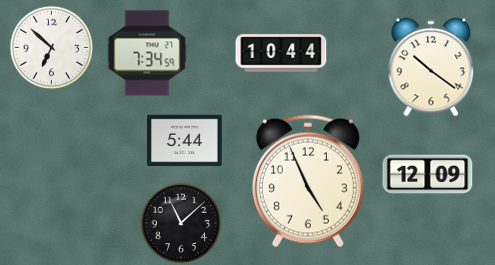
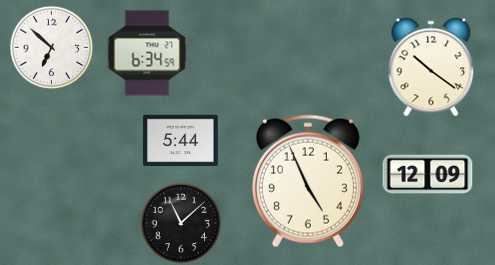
clock at (147, 53): 7:34 -> 6:34
clock at (281, 53): 10:44 -> none
clock at (185, 141) position: (185, 141) -> (181, 141)
